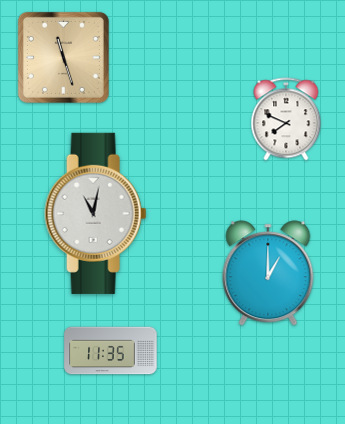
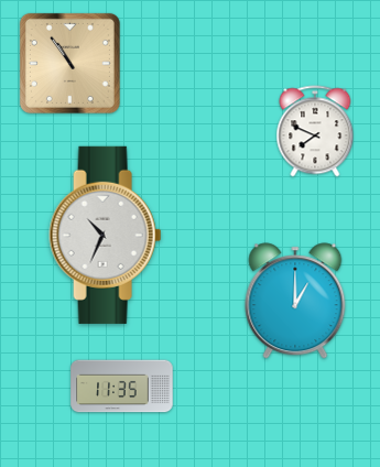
clock at (63, 57): 11:27 -> 10:54
clock at (96, 213): 11:02 -> 10:34
